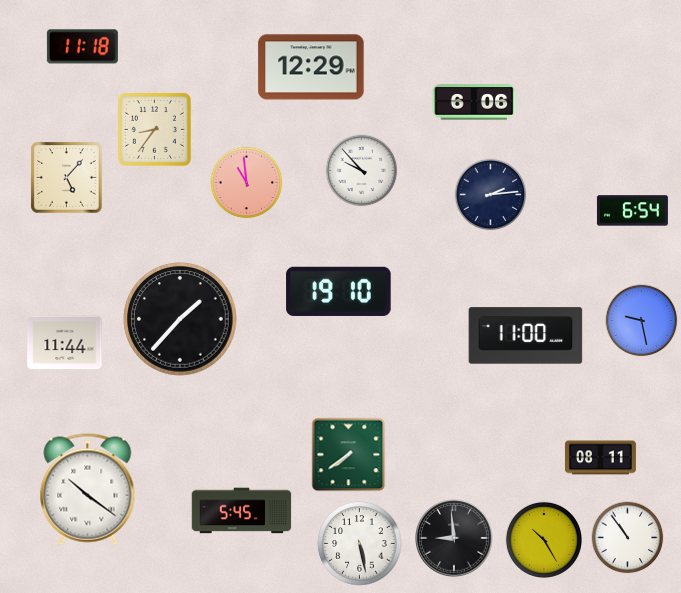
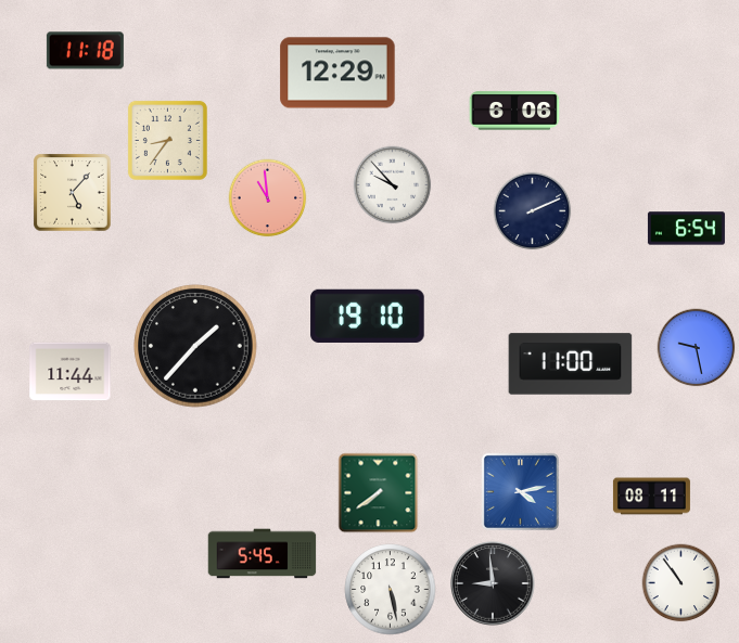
clock at (82, 47) position: (82, 47) -> (85, 51)
clock at (491, 195): 2:14 -> 2:11
clock at (520, 491): none -> 4:13
clock at (88, 490): 10:21 -> none
clock at (544, 540): 10:25 -> none
